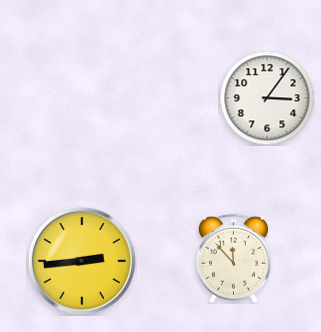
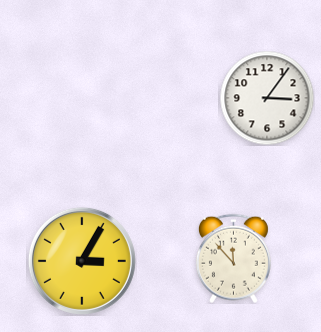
clock at (82, 261): 2:44 -> 3:05
